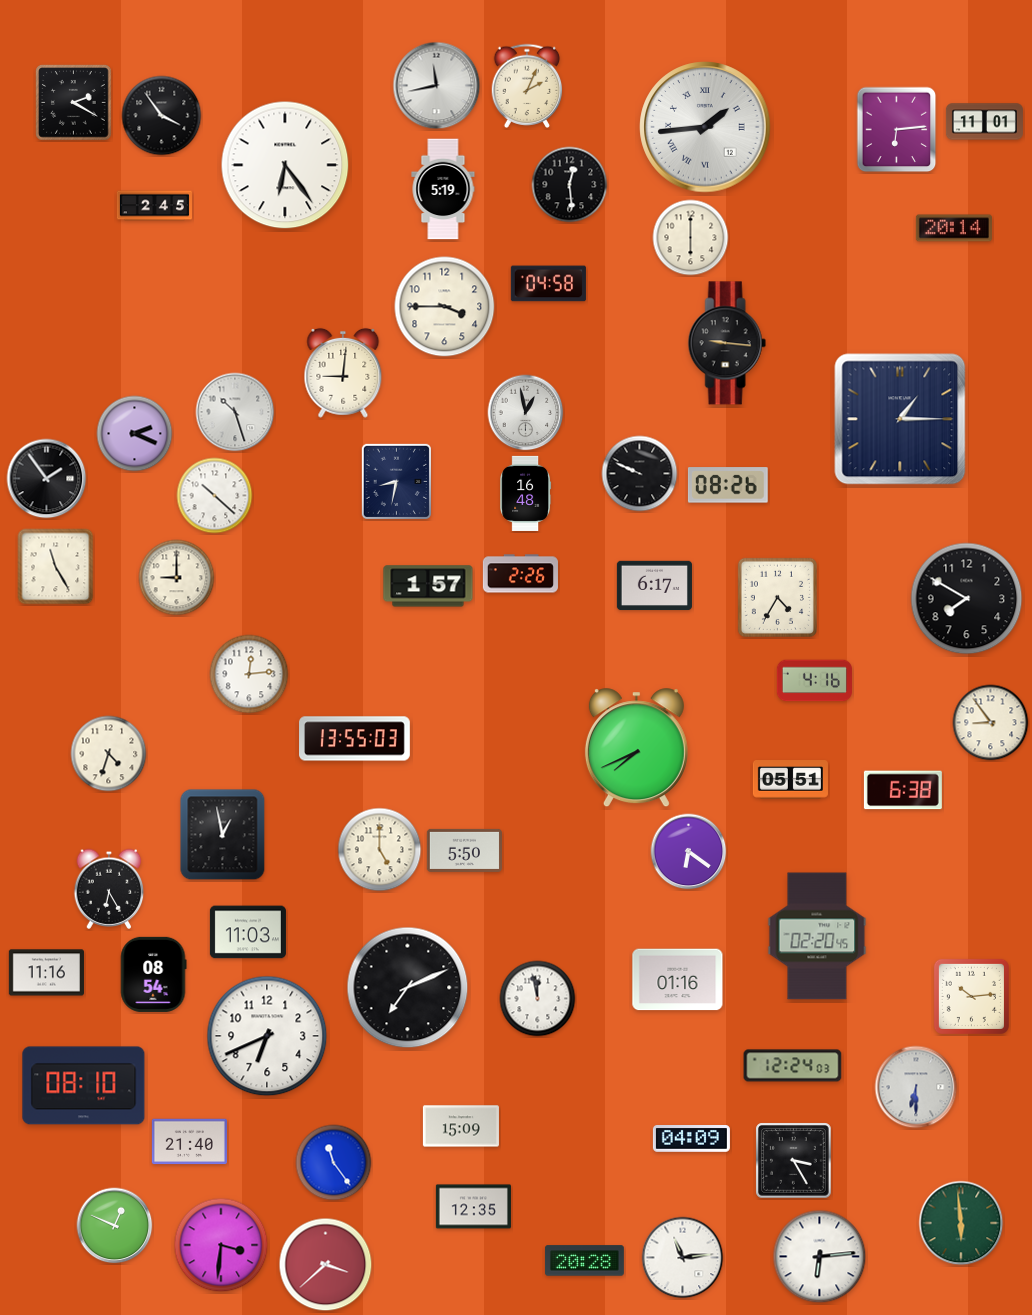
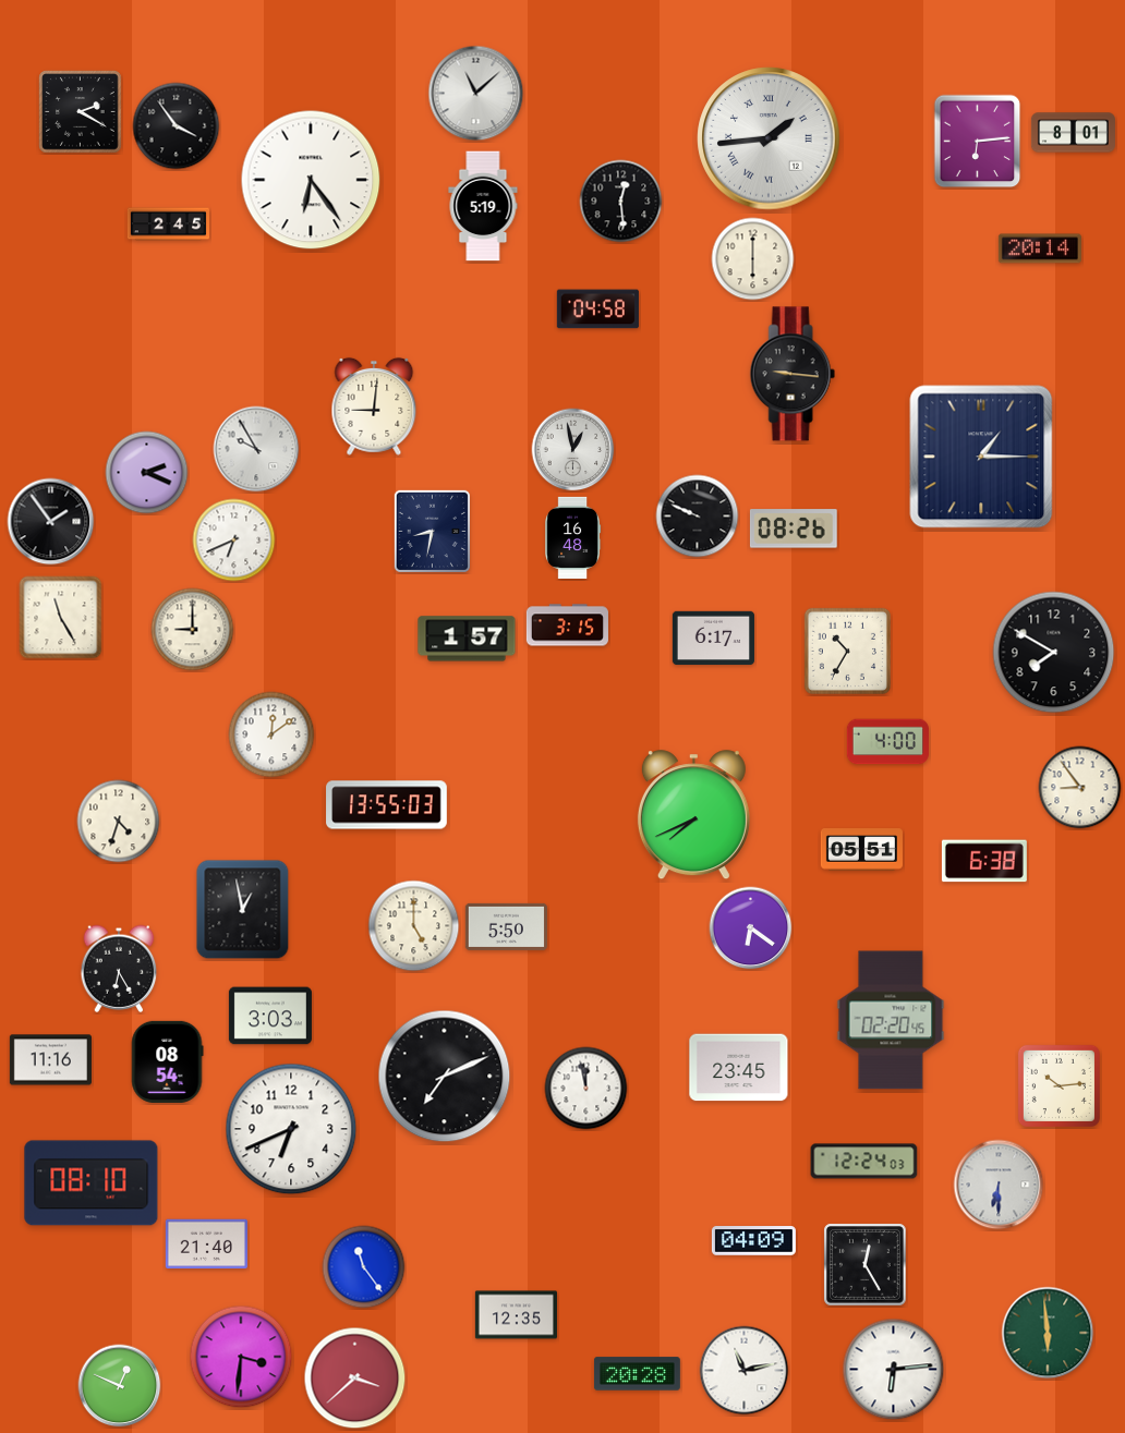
clock at (527, 85): 2:04 -> none
clock at (437, 86): 11:43 -> 11:08
clock at (984, 122): 11:01 -> 8:01
clock at (445, 307): 3:45 -> none
clock at (235, 412): 10:27 -> 9:55
clock at (396, 481) position: (396, 481) -> (432, 531)
clock at (215, 496): 10:22 -> 6:41
clock at (520, 574): 2:26 -> 3:15
clock at (777, 597): 4:35 -> 10:35
clock at (249, 674): 12:14 -> 12:09
clock at (814, 681): 4:16 -> 4:00
clock at (248, 932): 11:03 -> 3:03
clock at (678, 980): 01:16 -> 23:45
clock at (461, 1126): 15:09 -> none
clock at (794, 1161): 3:25 -> 12:25
clock at (115, 1226) position: (115, 1226) -> (120, 1386)
clock at (683, 1258): 11:14 -> 11:13
